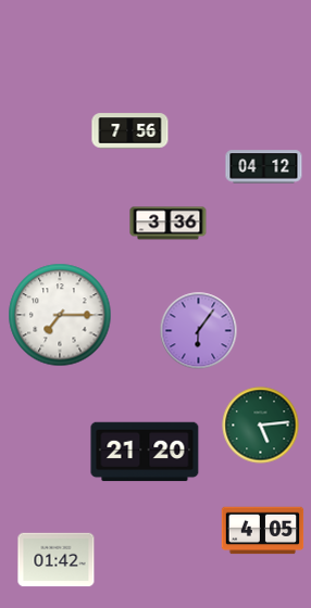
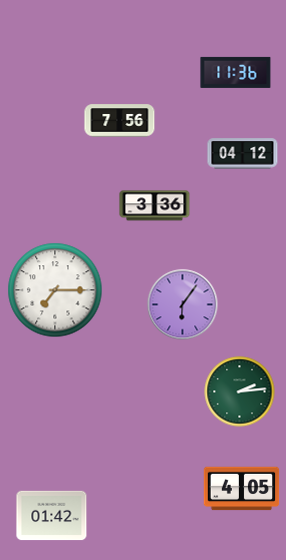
clock at (236, 72): none -> 11:36
clock at (261, 426): 5:14 -> 2:14
clock at (145, 452): 21:20 -> none
